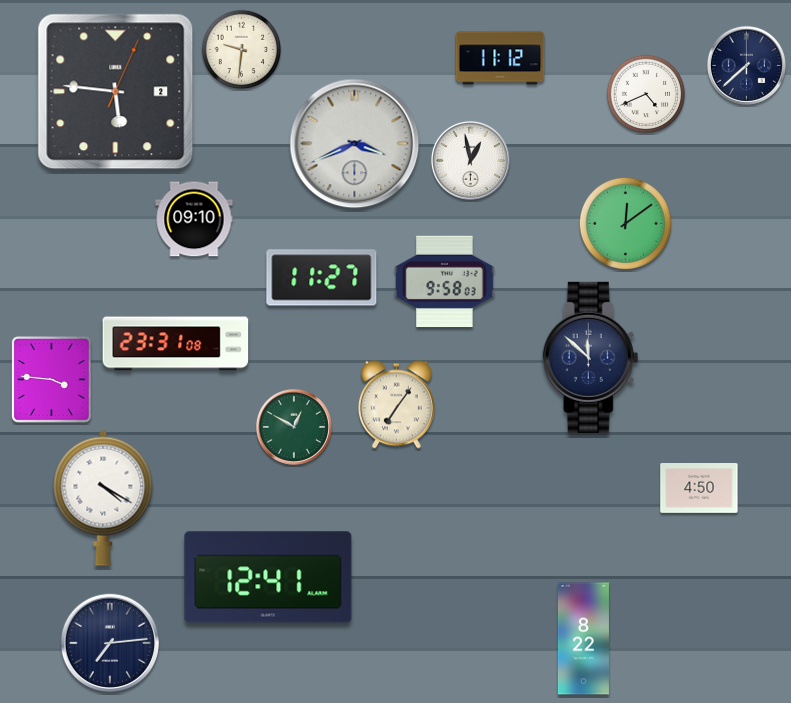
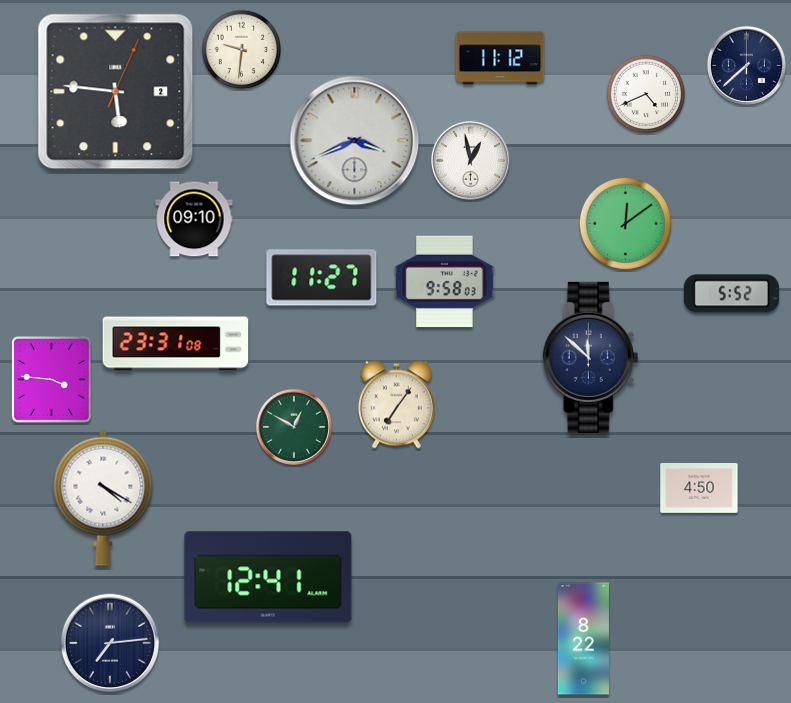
clock at (355, 144) position: (355, 144) -> (355, 141)
clock at (731, 294): none -> 5:52
